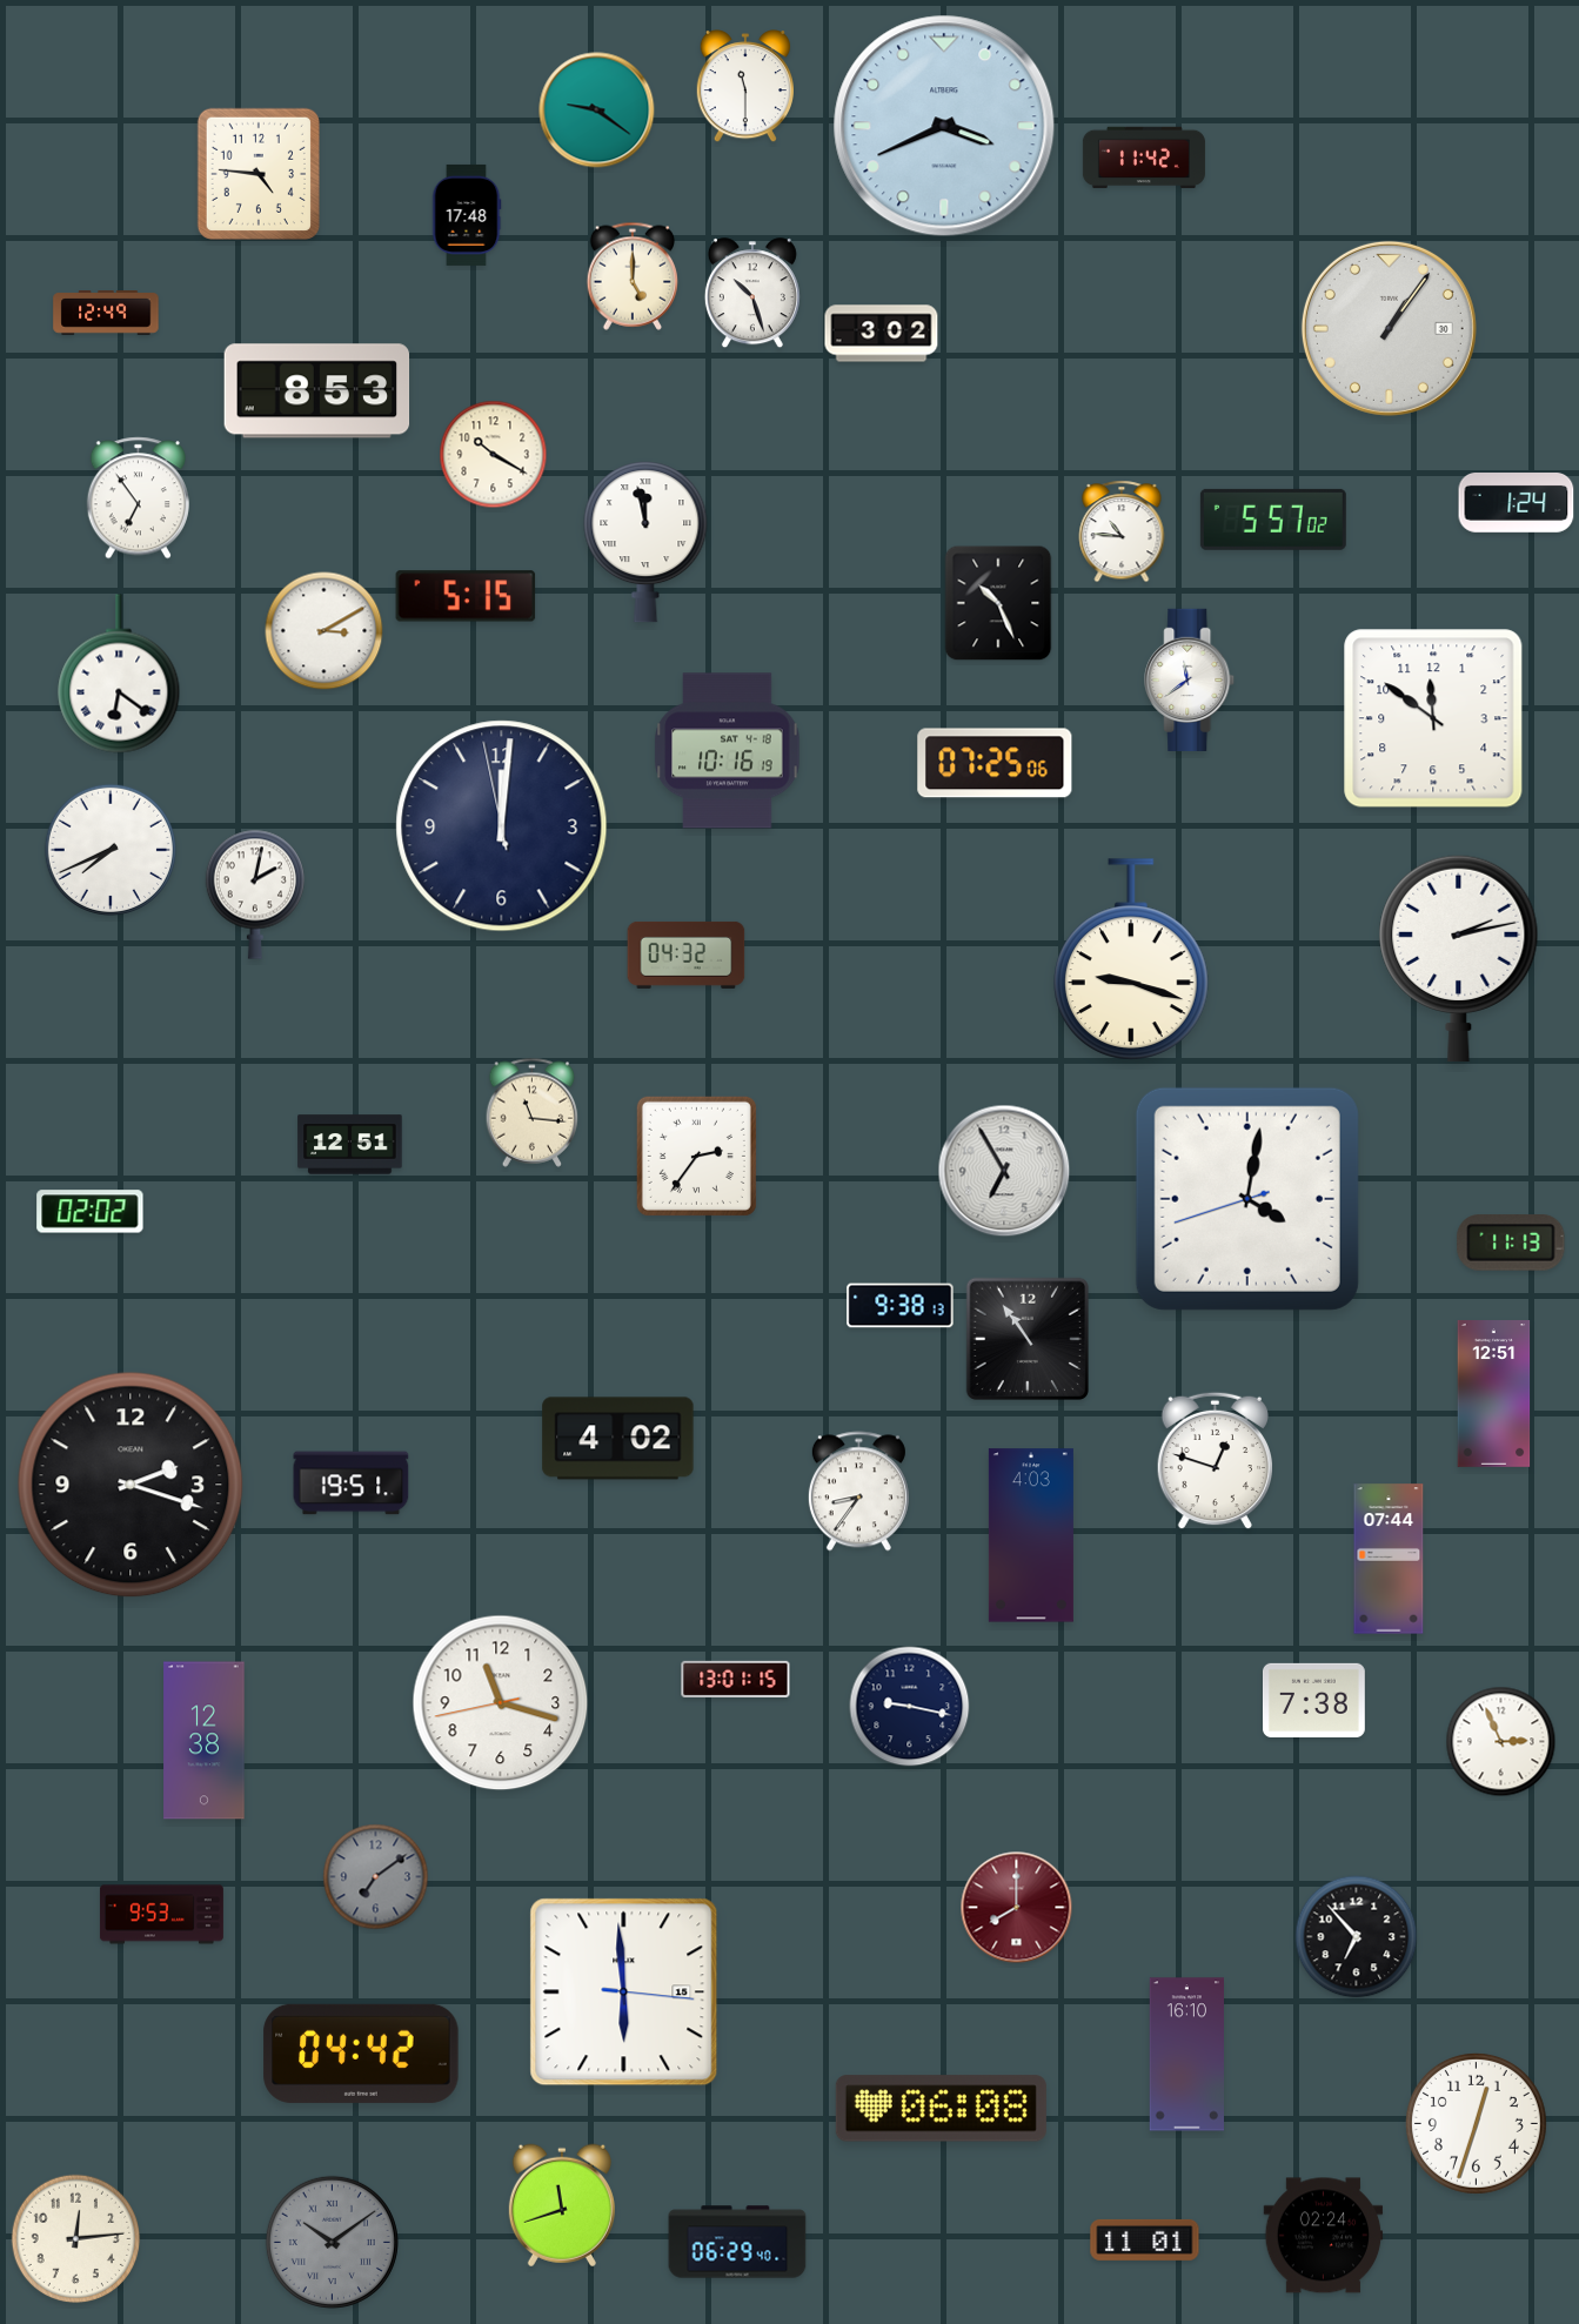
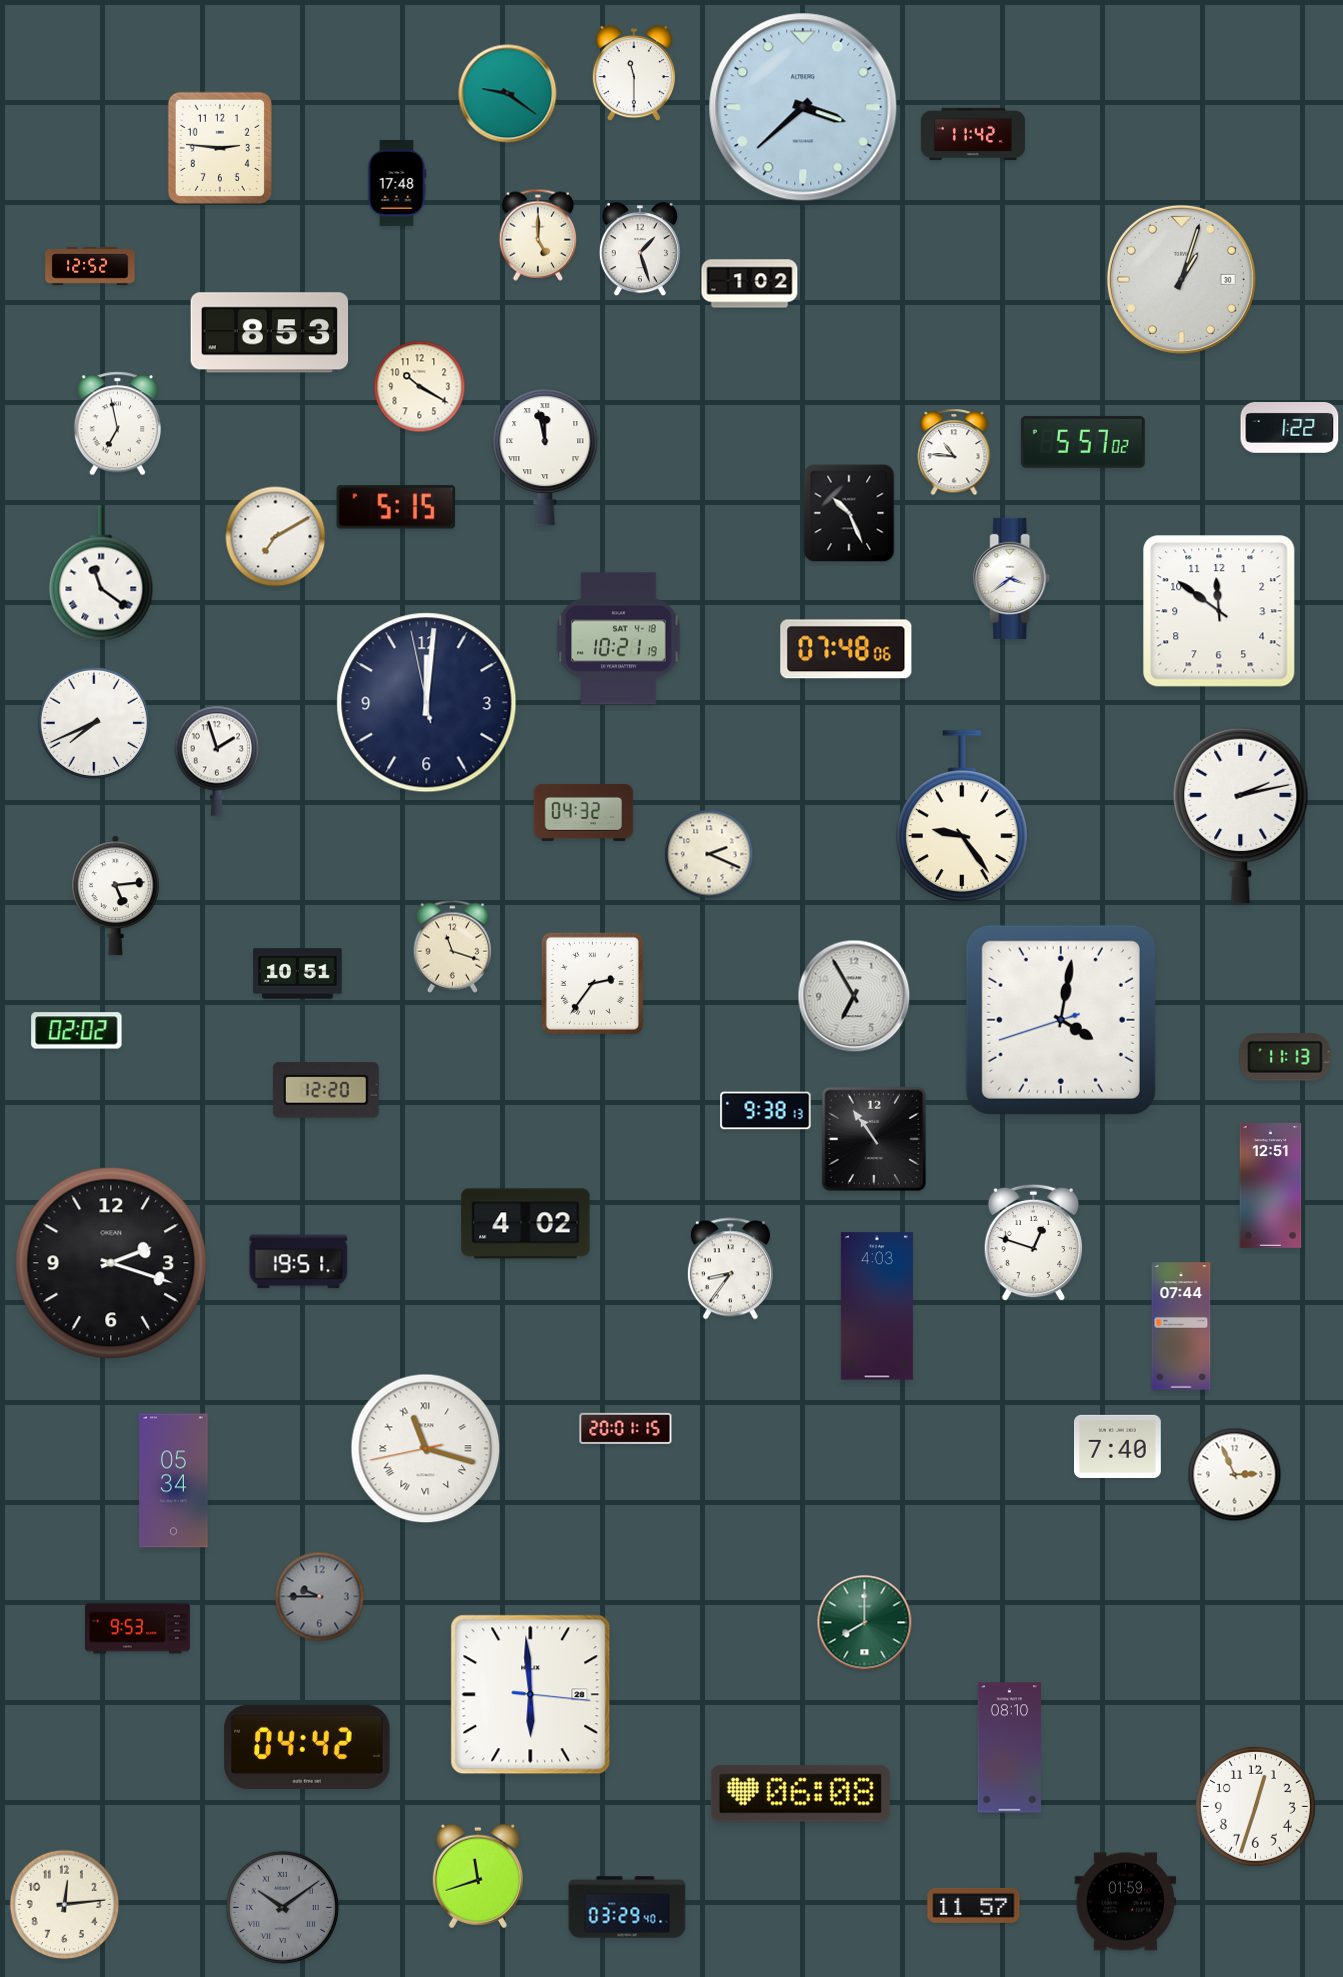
clock at (944, 126): 3:41 -> 3:38
clock at (259, 174): 4:46 -> 2:46
clock at (752, 294): 10:27 -> 1:27
clock at (106, 314): 12:49 -> 12:52
clock at (1389, 328): 1:06 -> 1:03
clock at (882, 334): 3:02 -> 1:02
clock at (138, 498): 6:54 -> 6:58
clock at (1517, 503): 1:24 -> 1:22
clock at (645, 542) position: (645, 542) -> (545, 457)
clock at (325, 631): 3:10 -> 7:10
clock at (119, 674): 6:21 -> 11:21
clock at (1190, 679): 11:39 -> 3:39
clock at (728, 751): 10:16 -> 10:21
clock at (995, 763): 07:25 -> 07:48
clock at (255, 895): 2:02 -> 1:57
clock at (1131, 959): 9:18 -> 9:24
clock at (709, 854): none -> 2:19
clock at (115, 896): none -> 5:14
clock at (533, 1112): 11:16 -> 11:18
clock at (350, 1145): 12:51 -> 10:51
clock at (326, 1090): none -> 12:20
clock at (736, 1679): 13:01 -> 20:01
clock at (1314, 1700): 7:38 -> 7:40
clock at (501, 1703) numerals: Arabic -> Roman
clock at (910, 1707): 9:17 -> none
clock at (205, 1741): 12:38 -> 05:34
clock at (1501, 1742) position: (1501, 1742) -> (1235, 1475)
clock at (376, 1877): 7:09 -> 9:45
clock at (1017, 1908) dial: burgundy -> green
clock at (1357, 1937): 6:53 -> none
clock at (624, 1993) date: 15 -> 28
clock at (1186, 2055): 16:10 -> 08:10
clock at (1324, 2236): 02:24 -> 01:59
clock at (1145, 2239): 11:01 -> 11:57
clock at (737, 2242): 06:29 -> 03:29
